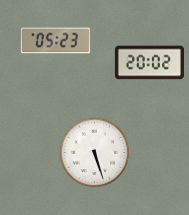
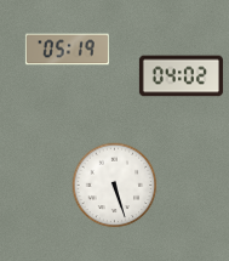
clock at (55, 41): 05:23 -> 05:19
clock at (149, 63): 20:02 -> 04:02
